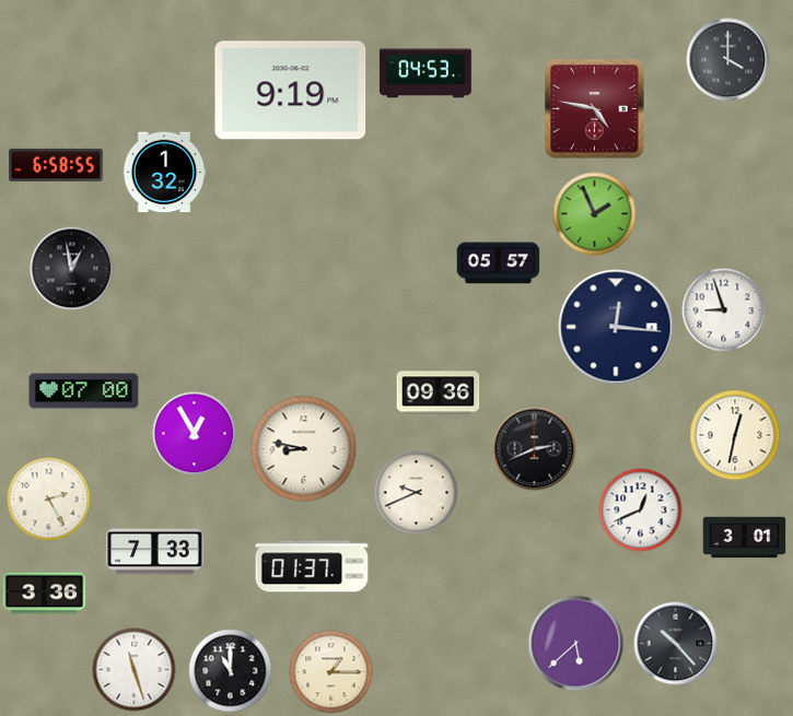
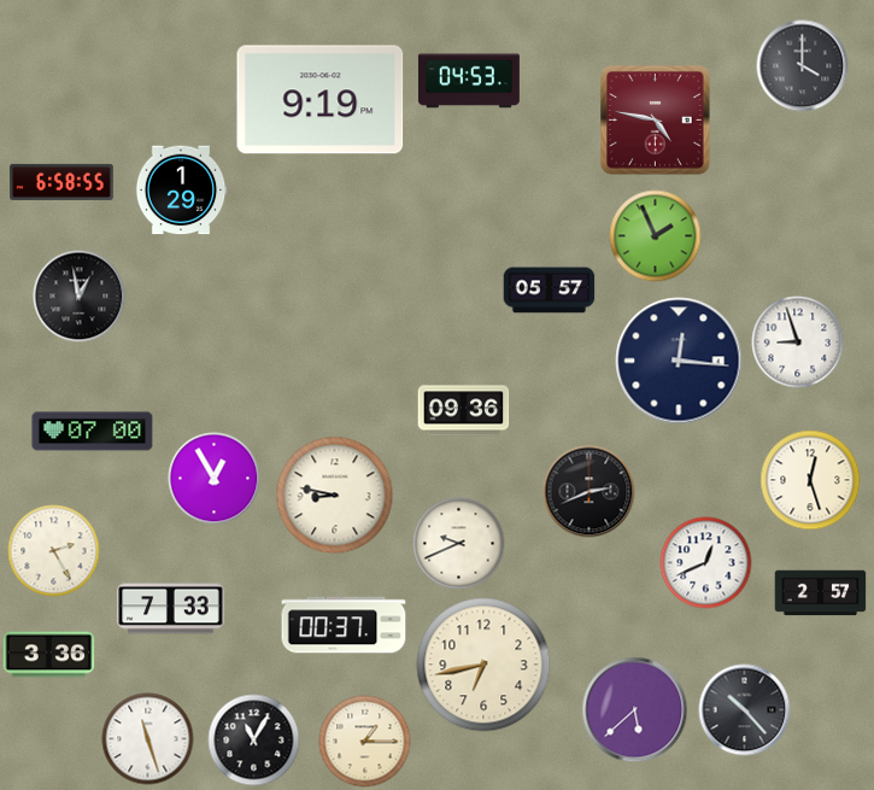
clock at (164, 173): 1:32 -> 1:29
clock at (439, 395) position: (439, 395) -> (464, 411)
clock at (735, 435): 12:32 -> 12:27
clock at (535, 449) position: (535, 449) -> (589, 492)
clock at (745, 538): 3:01 -> 2:57
clock at (312, 566): 01:37 -> 00:37
clock at (483, 665): none -> 6:43
clock at (231, 671): 11:00 -> 11:05
